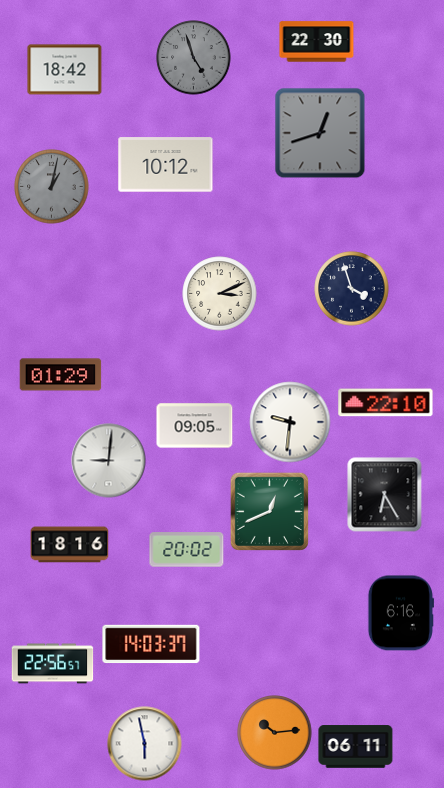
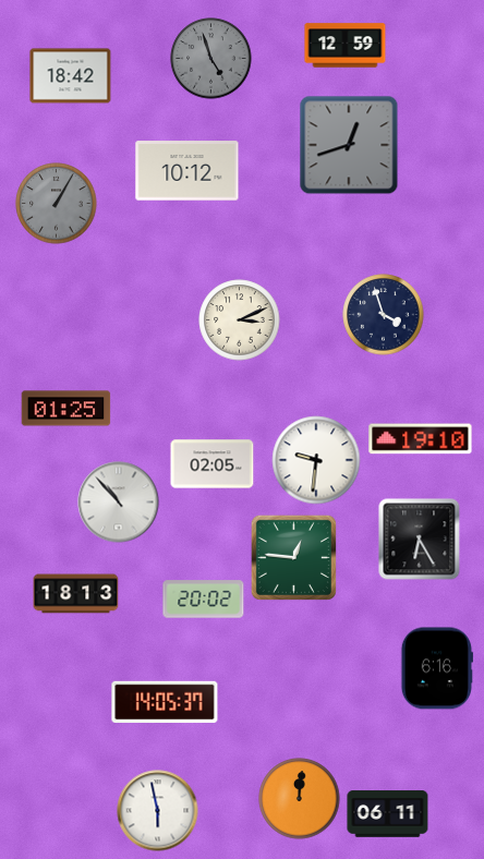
clock at (317, 42): 22:30 -> 12:59
clock at (194, 58) position: (194, 58) -> (211, 59)
clock at (166, 165) position: (166, 165) -> (187, 171)
clock at (52, 187): 1:02 -> 1:05
clock at (61, 375): 01:29 -> 01:25
clock at (386, 403): 22:10 -> 19:10
clock at (195, 426): 09:05 -> 02:05
clock at (109, 461): 9:01 -> 10:53
clock at (269, 511): 12:41 -> 12:46
clock at (70, 545): 18:16 -> 18:13
clock at (151, 644): 14:03 -> 14:05
clock at (53, 664): 22:56 -> none
clock at (275, 733): 10:14 -> 12:01
